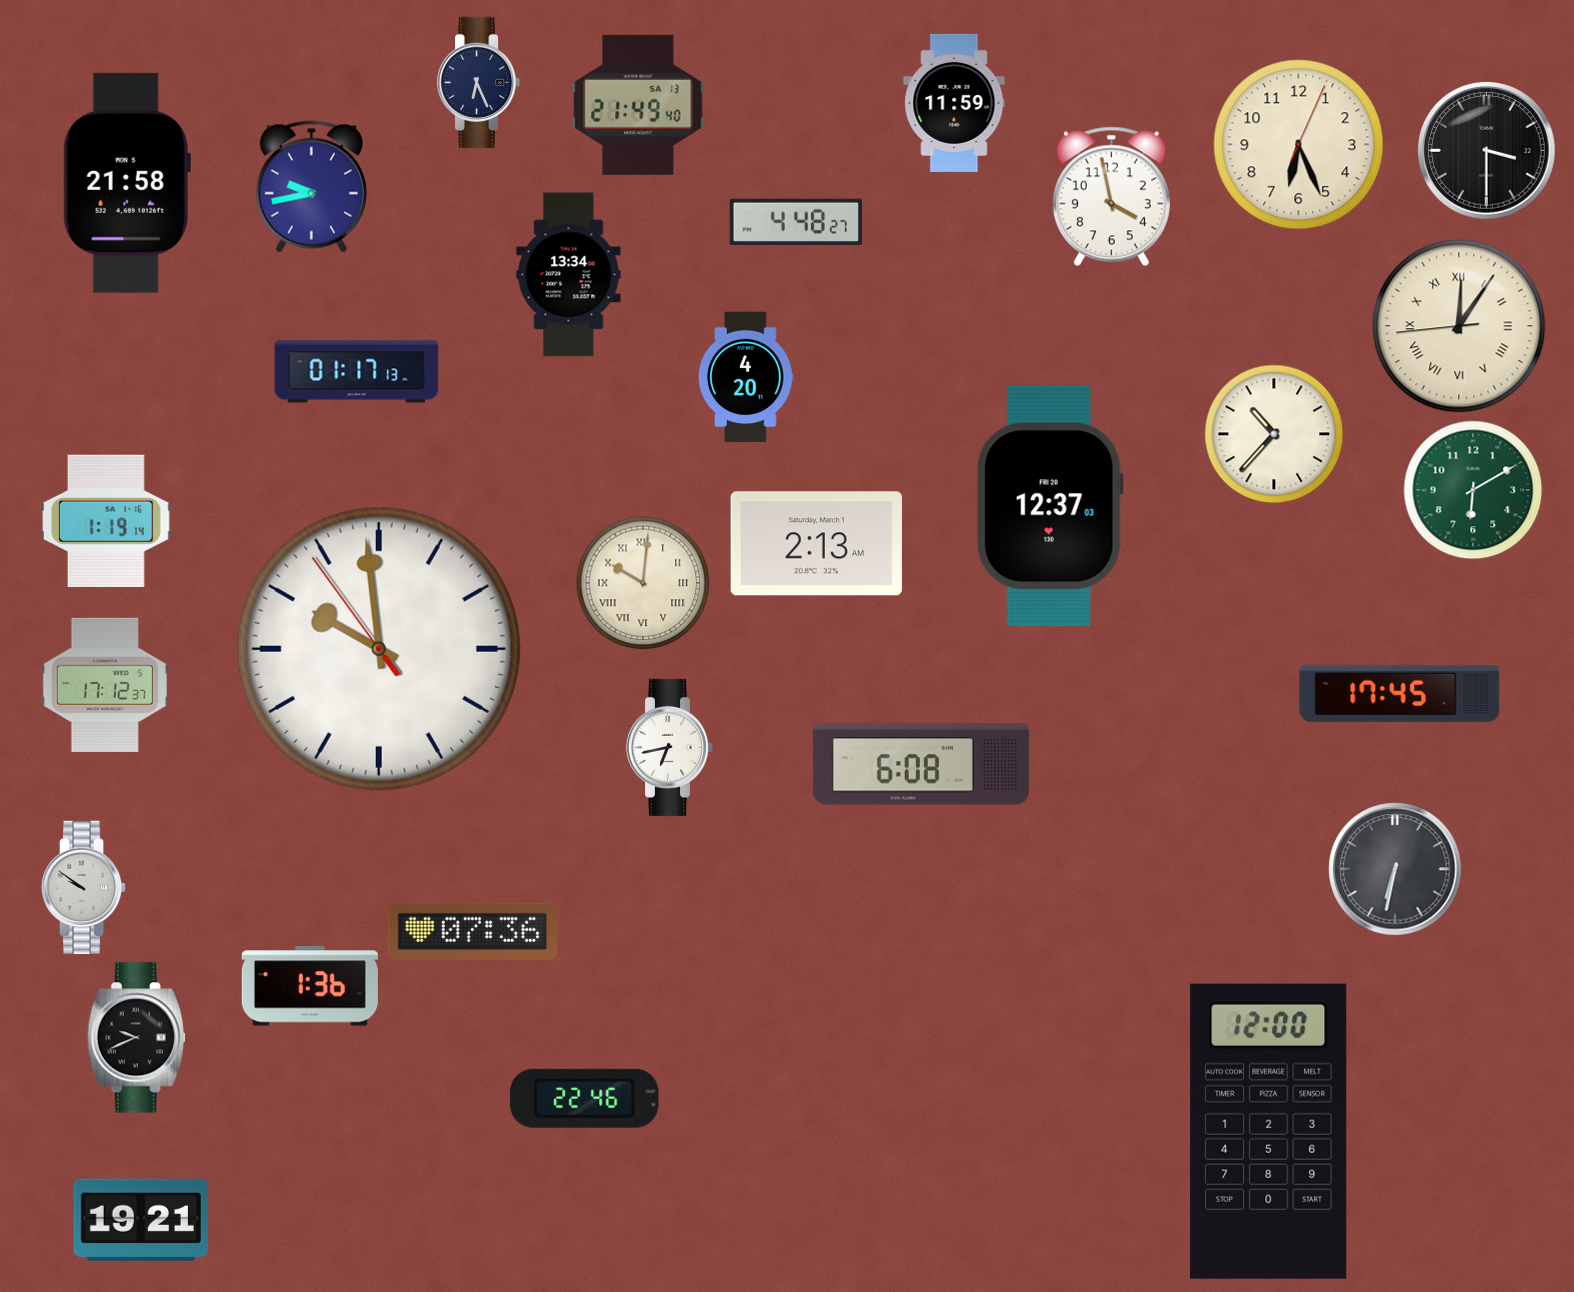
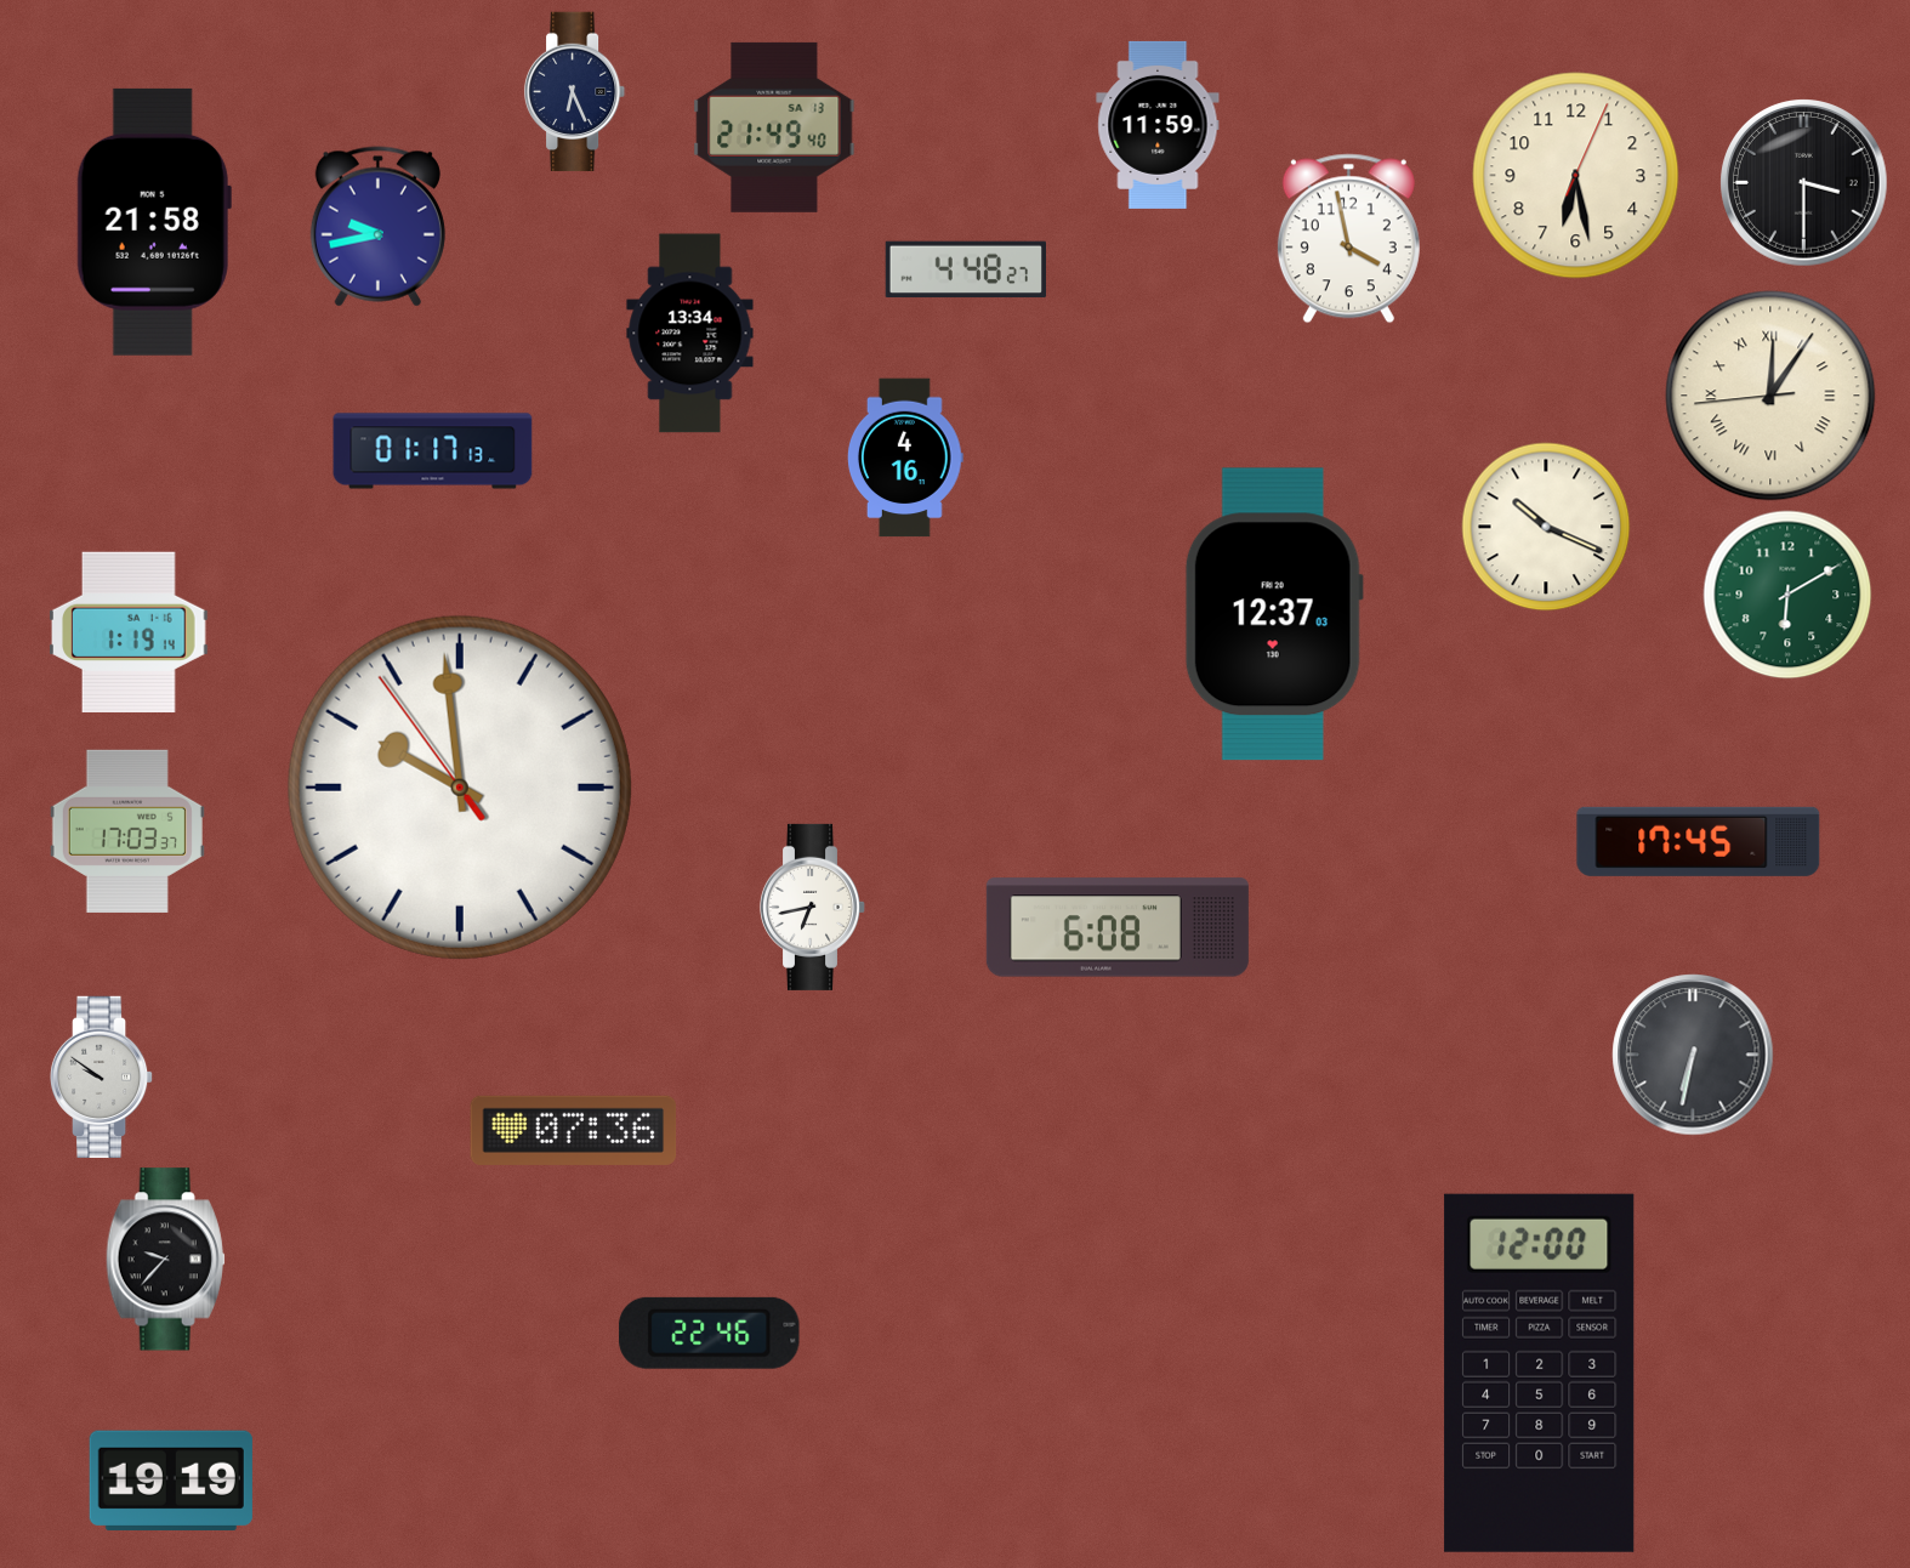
clock at (479, 83) position: (479, 83) -> (575, 92)
clock at (1299, 145): 6:26 -> 6:28
clock at (746, 377): 4:20 -> 4:16
clock at (1274, 434): 10:37 -> 10:19
clock at (816, 544): 2:13 -> none
clock at (643, 583): 10:01 -> none
clock at (105, 685): 17:12 -> 17:03
clock at (310, 986): 1:36 -> none
clock at (136, 1038): 9:41 -> 9:37
clock at (141, 1220): 19:21 -> 19:19
